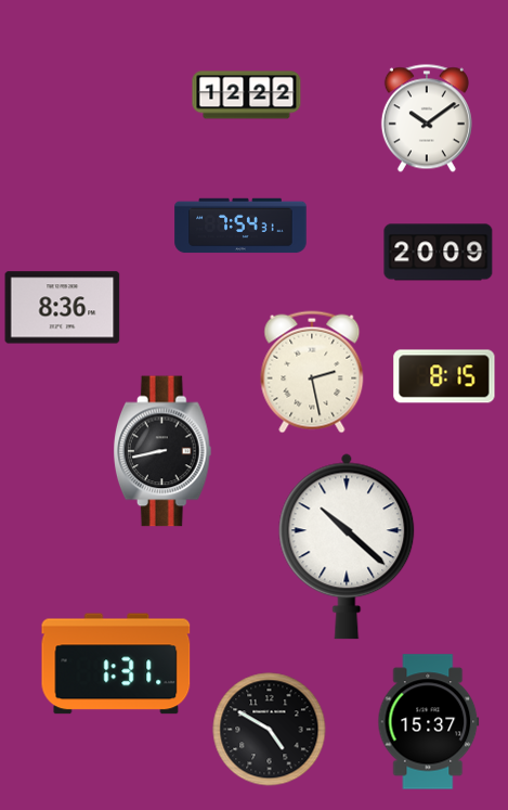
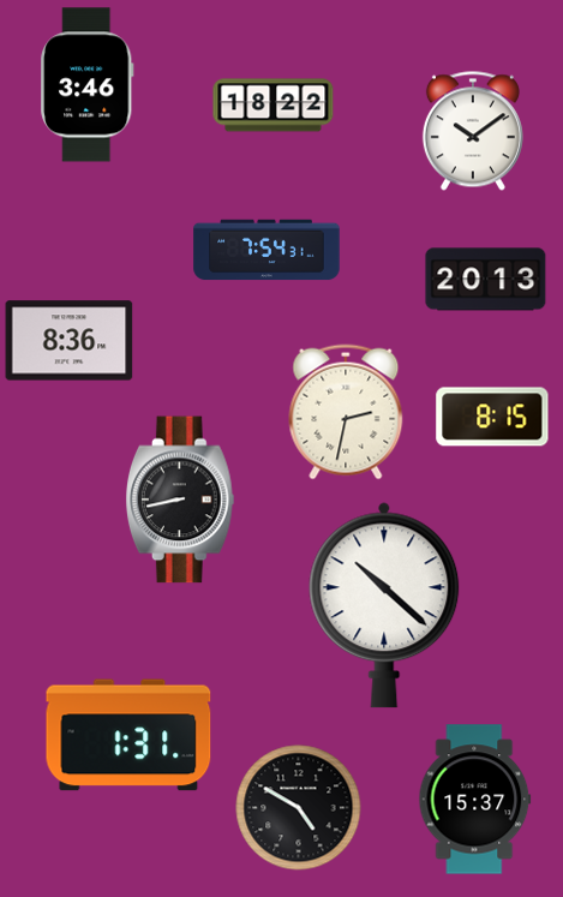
clock at (88, 85): none -> 3:46
clock at (247, 95): 12:22 -> 18:22
clock at (439, 253): 20:09 -> 20:13
clock at (312, 372): 2:28 -> 2:32
